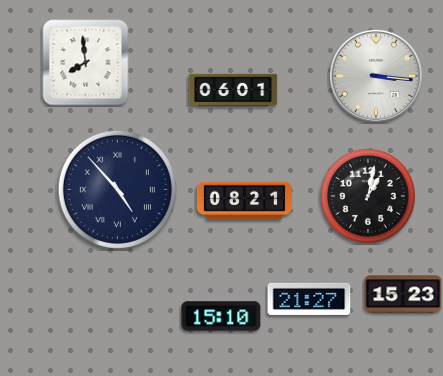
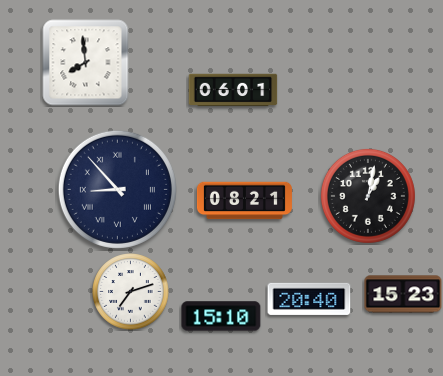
clock at (376, 76): 3:16 -> none
clock at (117, 189): 4:53 -> 8:53
clock at (131, 292): none -> 7:12
clock at (309, 299): 21:27 -> 20:40
